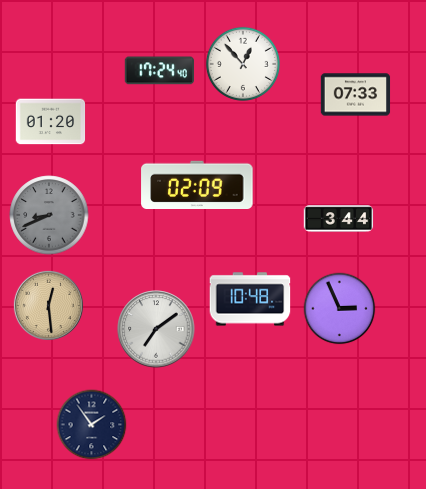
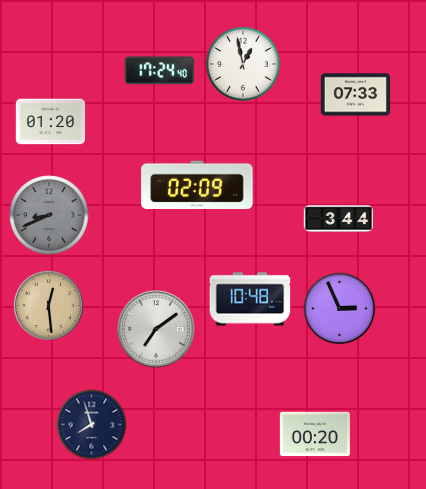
clock at (243, 64): 12:53 -> 12:58
clock at (92, 425): 1:54 -> 7:57
clock at (315, 434): none -> 00:20
